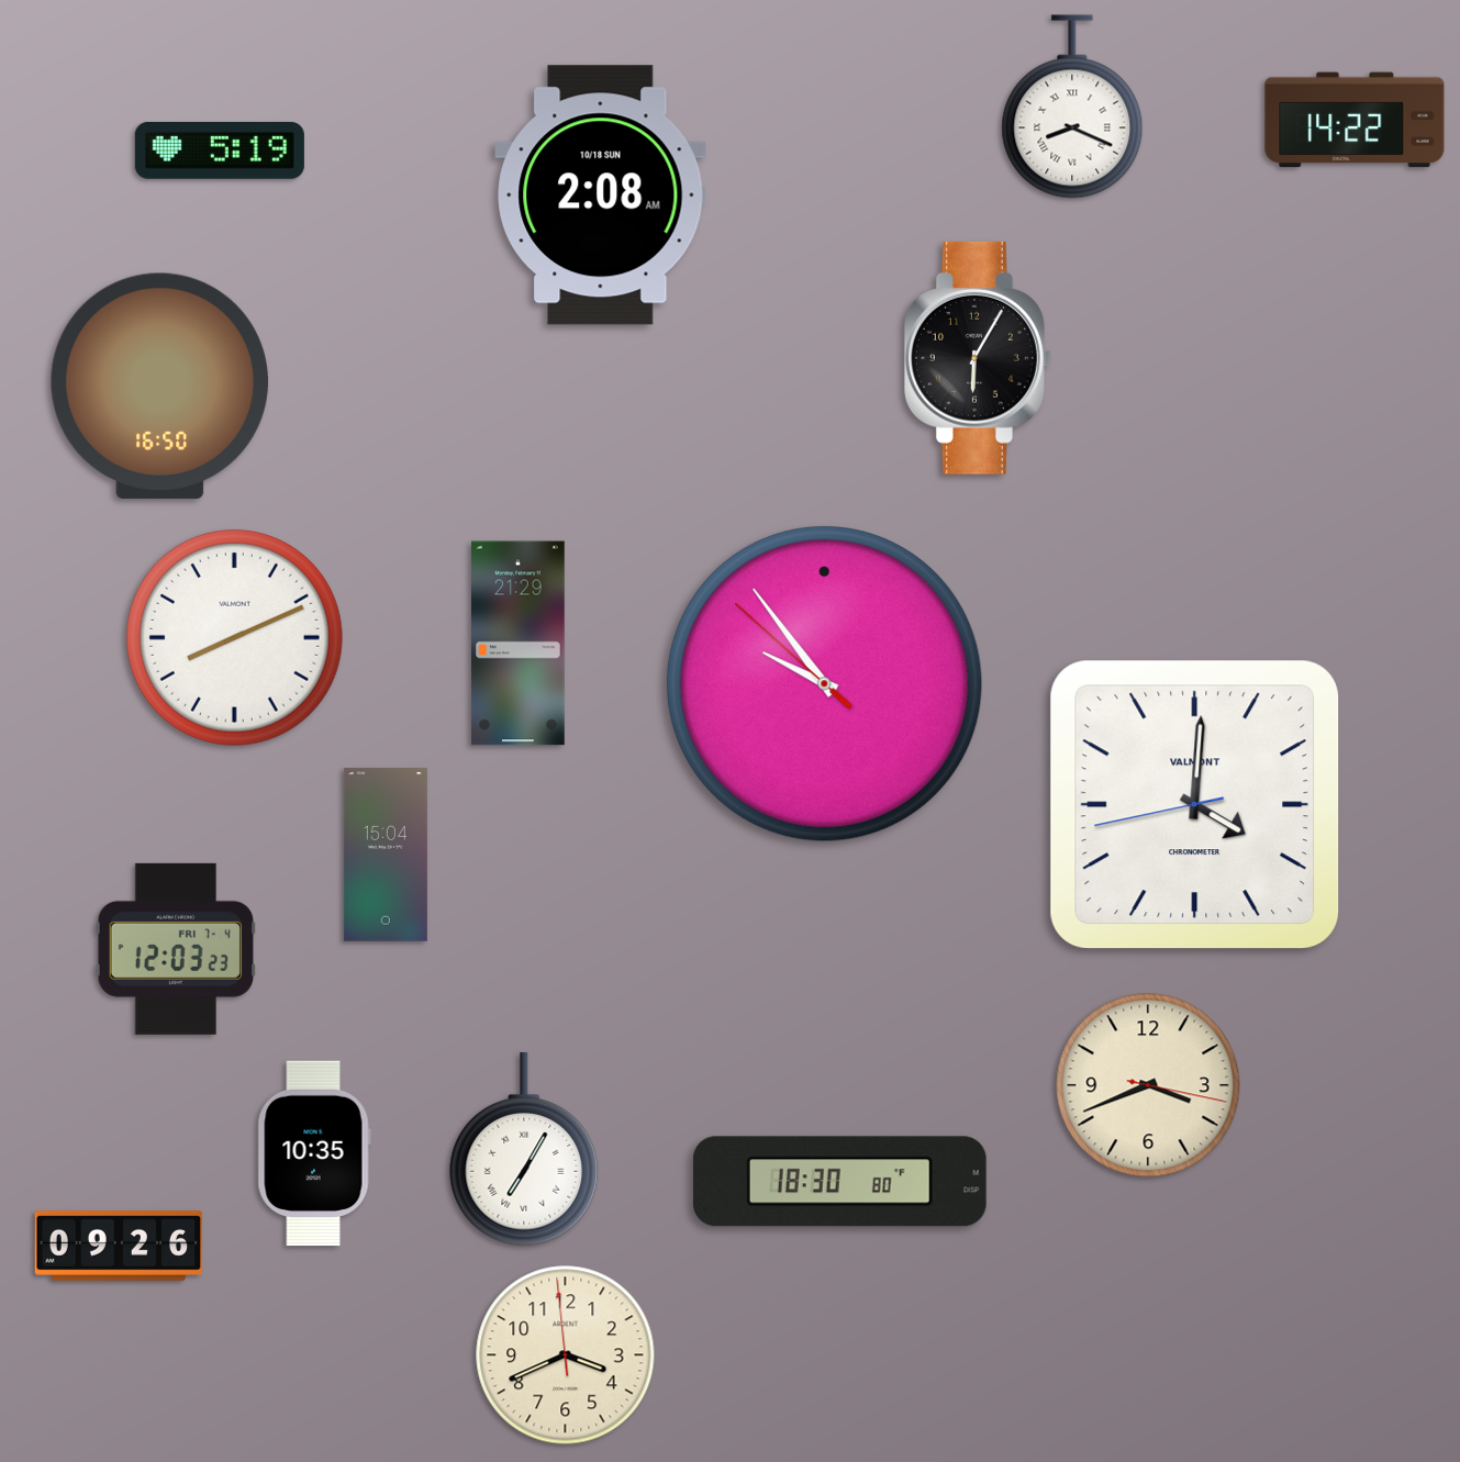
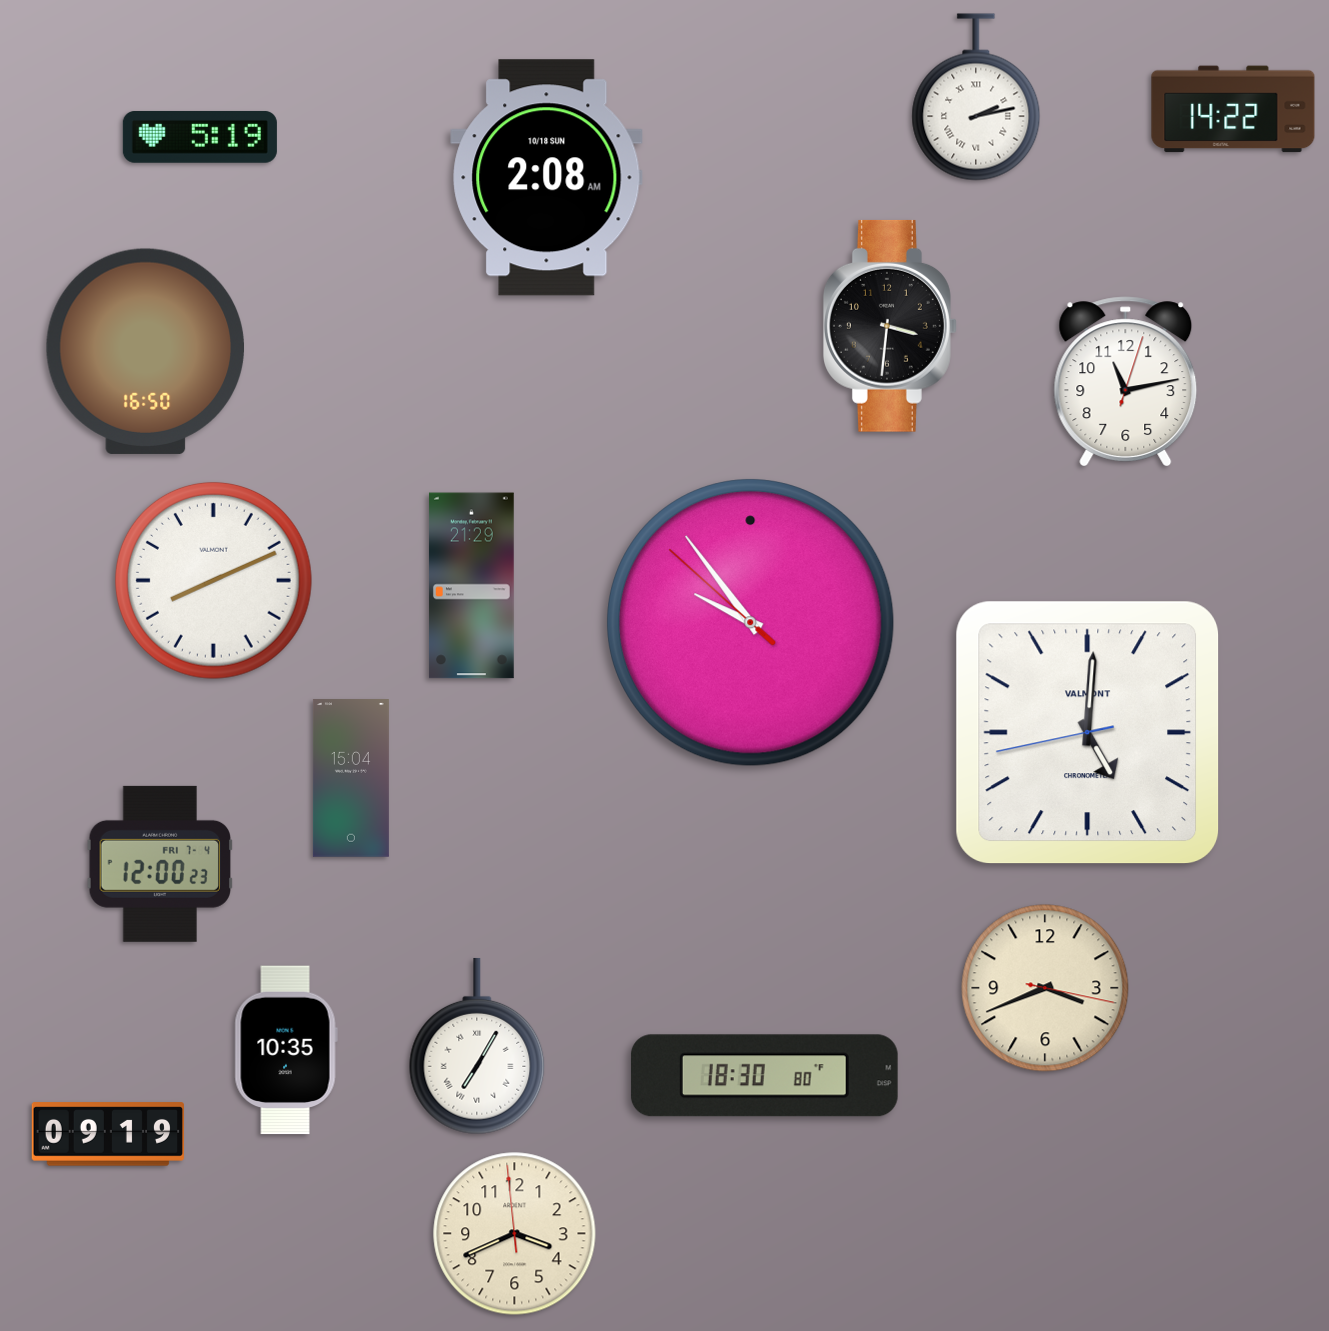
clock at (1072, 107): 8:19 -> 2:13
clock at (978, 358): 6:05 -> 3:31
clock at (1126, 382): none -> 11:13
clock at (1195, 805): 4:00 -> 5:00
clock at (175, 949): 12:03 -> 12:00
clock at (118, 1246): 09:26 -> 09:19
